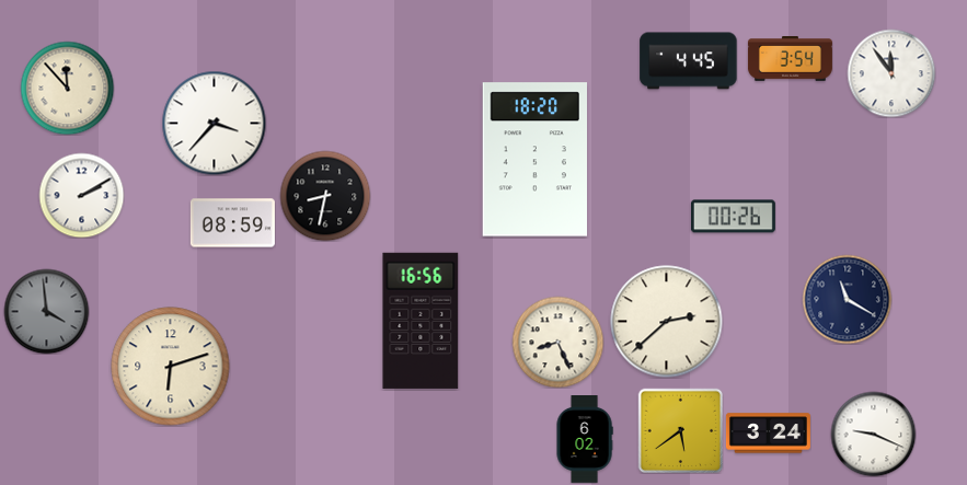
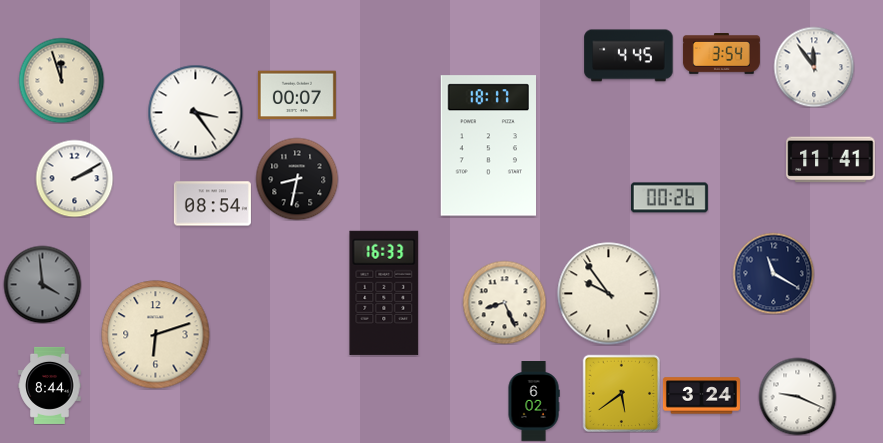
clock at (67, 88): 11:53 -> 11:57
clock at (297, 95): none -> 00:07
clock at (214, 123): 3:37 -> 3:24
clock at (534, 160): 18:20 -> 18:17
clock at (831, 160): none -> 11:41
clock at (232, 223): 08:59 -> 08:54
clock at (421, 321): 16:56 -> 16:33
clock at (667, 322): 2:38 -> 9:54
clock at (557, 342) position: (557, 342) -> (504, 302)
clock at (50, 385): none -> 8:44
